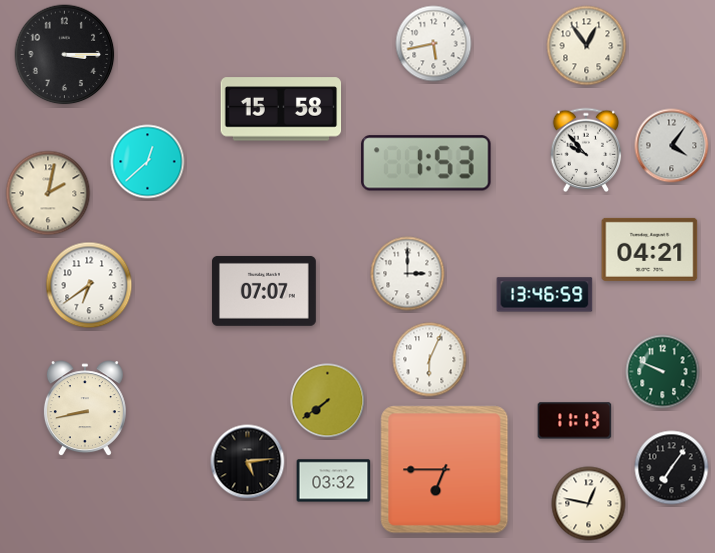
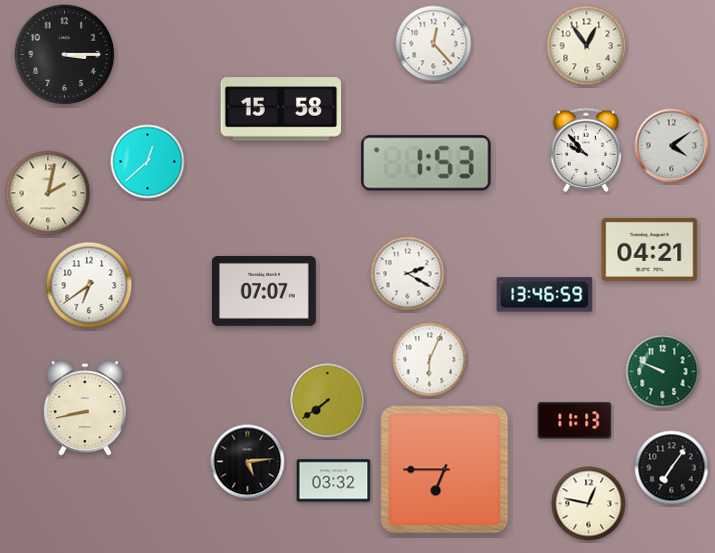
clock at (434, 44): 5:43 -> 12:23
clock at (672, 146): 4:06 -> 4:09
clock at (408, 274): 3:00 -> 2:20
